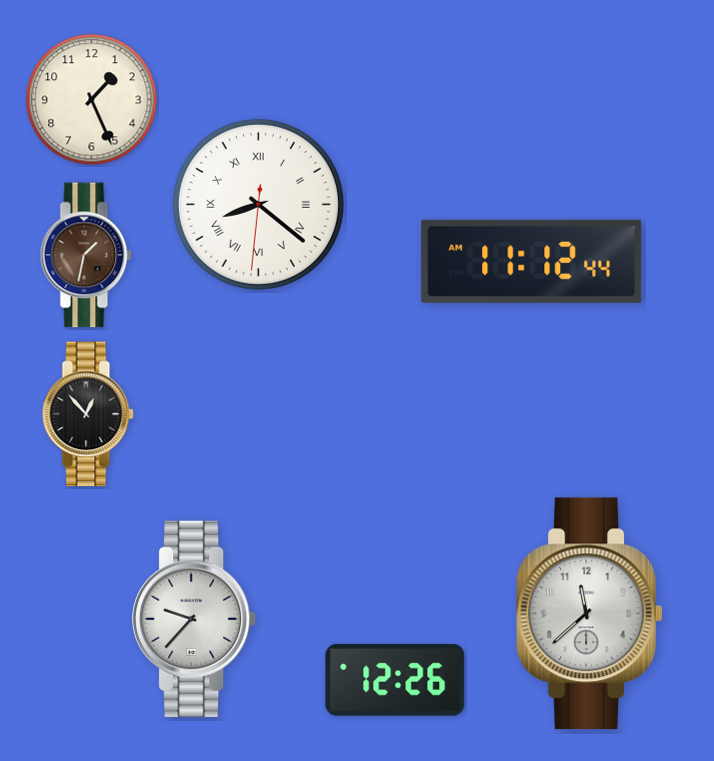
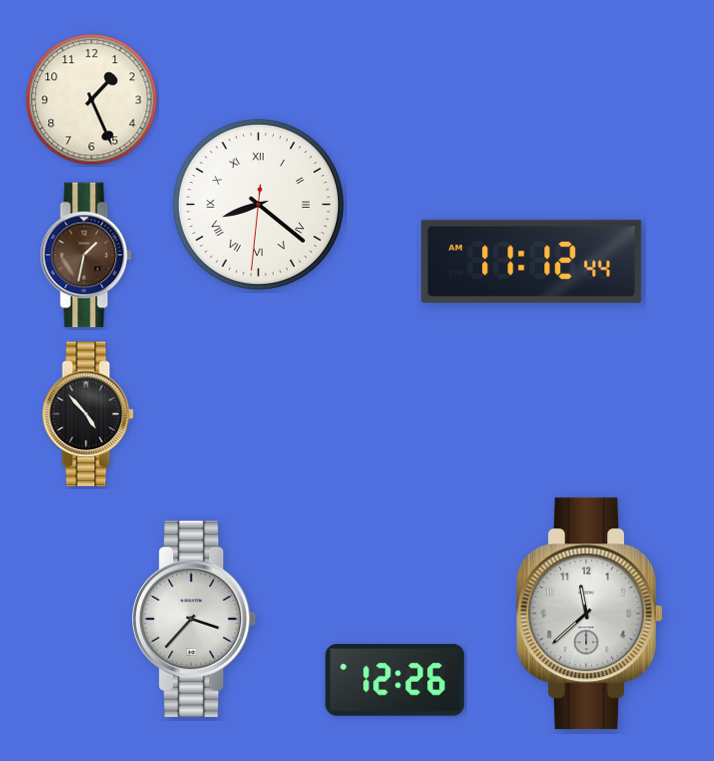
clock at (88, 414): 12:53 -> 4:53
clock at (195, 619): 9:37 -> 3:37
